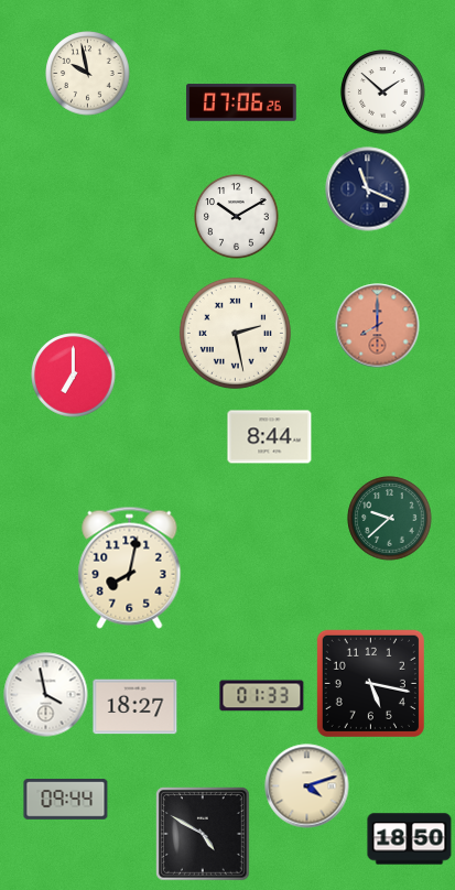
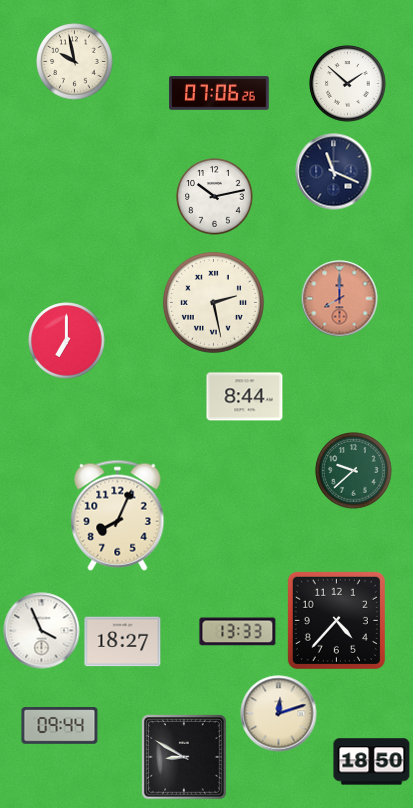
clock at (88, 74) position: (88, 74) -> (75, 62)
clock at (237, 217): 10:10 -> 10:13
clock at (378, 326) position: (378, 326) -> (340, 299)
clock at (130, 567): 8:02 -> 8:04
clock at (370, 683): 5:17 -> 4:37
clock at (46, 695): 3:58 -> 3:56
clock at (262, 696): 01:33 -> 13:33
clock at (307, 786): 4:12 -> 12:12
clock at (204, 835): 4:50 -> 8:50
